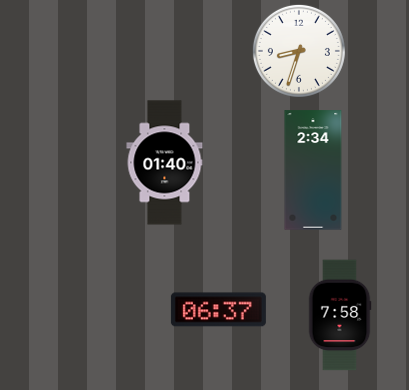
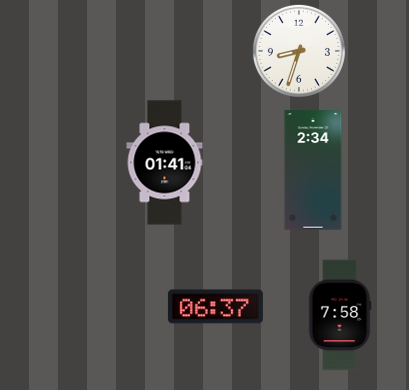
clock at (165, 163): 01:40 -> 01:41
clock at (218, 310) position: (218, 310) -> (215, 307)
